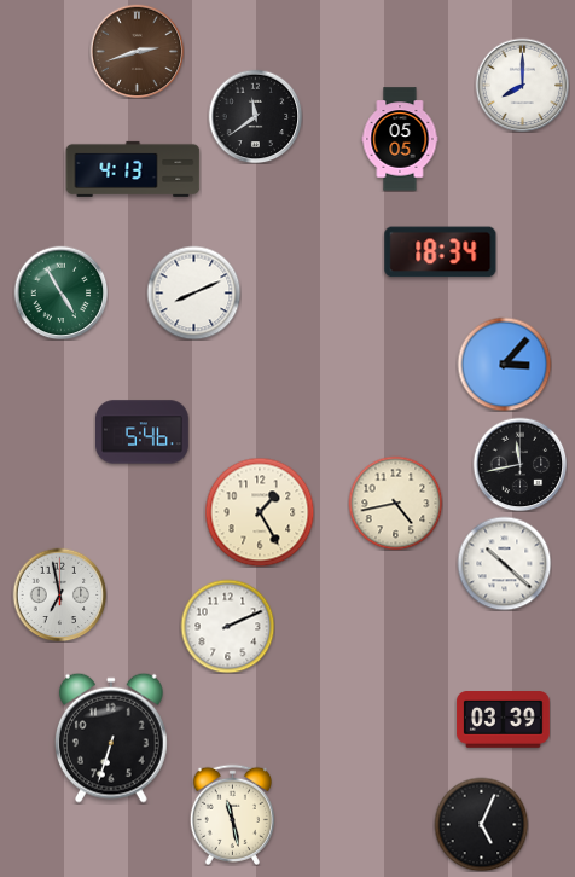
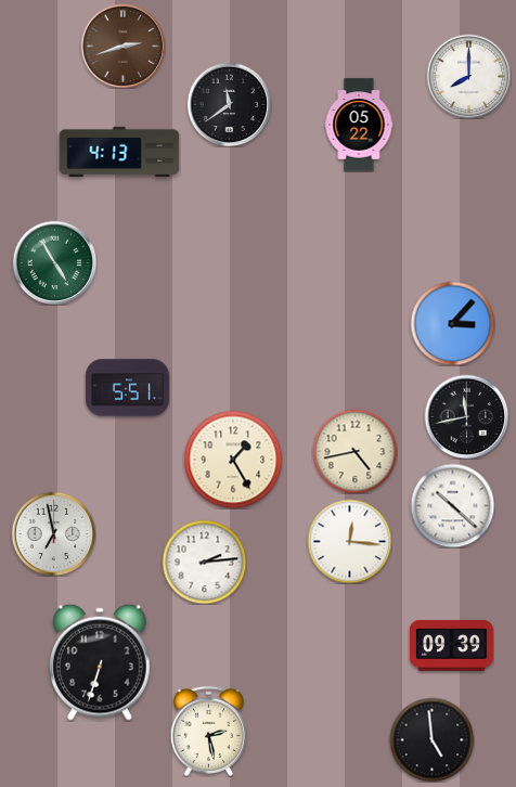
clock at (400, 139): 05:05 -> 05:22
clock at (441, 252): 18:34 -> none
clock at (193, 292): 8:11 -> none
clock at (504, 364) position: (504, 364) -> (452, 323)
clock at (143, 432): 5:46 -> 5:51
clock at (349, 541): none -> 12:16
clock at (227, 626): 2:11 -> 2:14
clock at (503, 720): 03:39 -> 09:39
clock at (232, 814): 11:28 -> 2:28
clock at (481, 824): 5:04 -> 4:59
